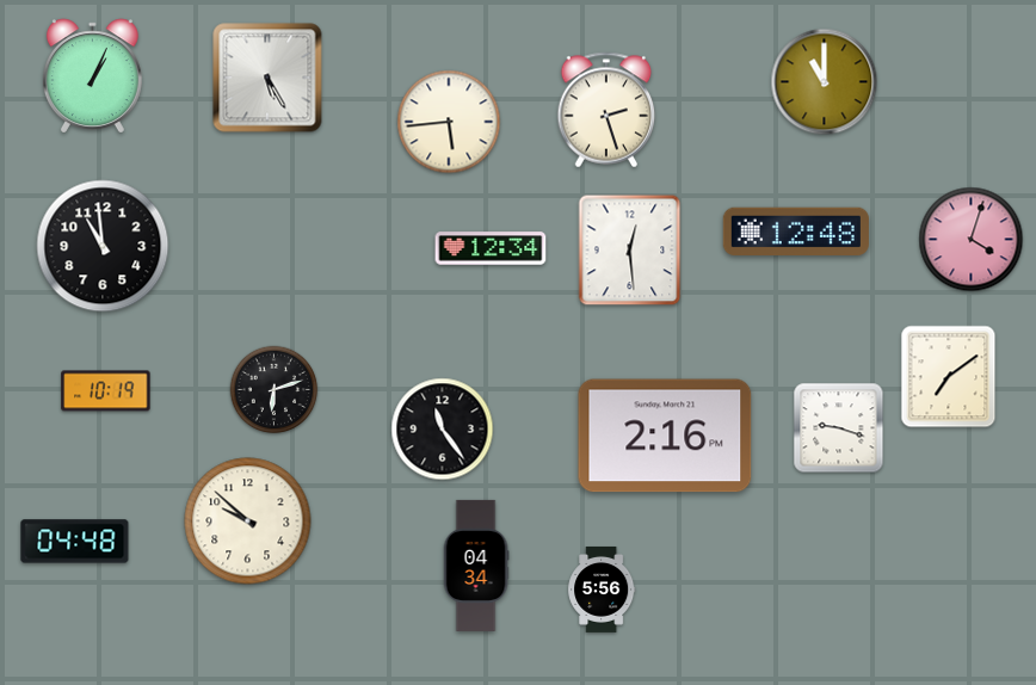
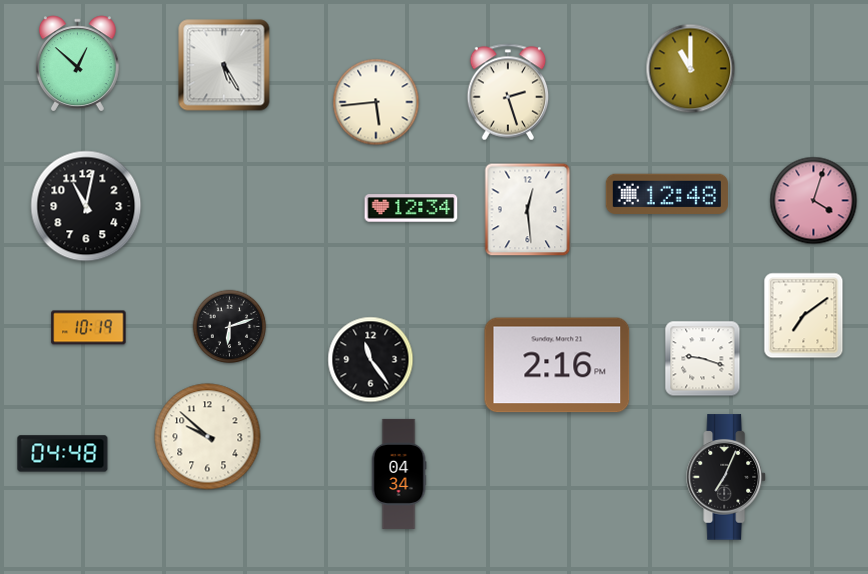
clock at (92, 75): 1:04 -> 12:52
clock at (103, 246): 10:59 -> 11:02
clock at (949, 377) position: (949, 377) -> (804, 316)
clock at (727, 477): none -> 7:04
clock at (602, 590): 5:56 -> none
